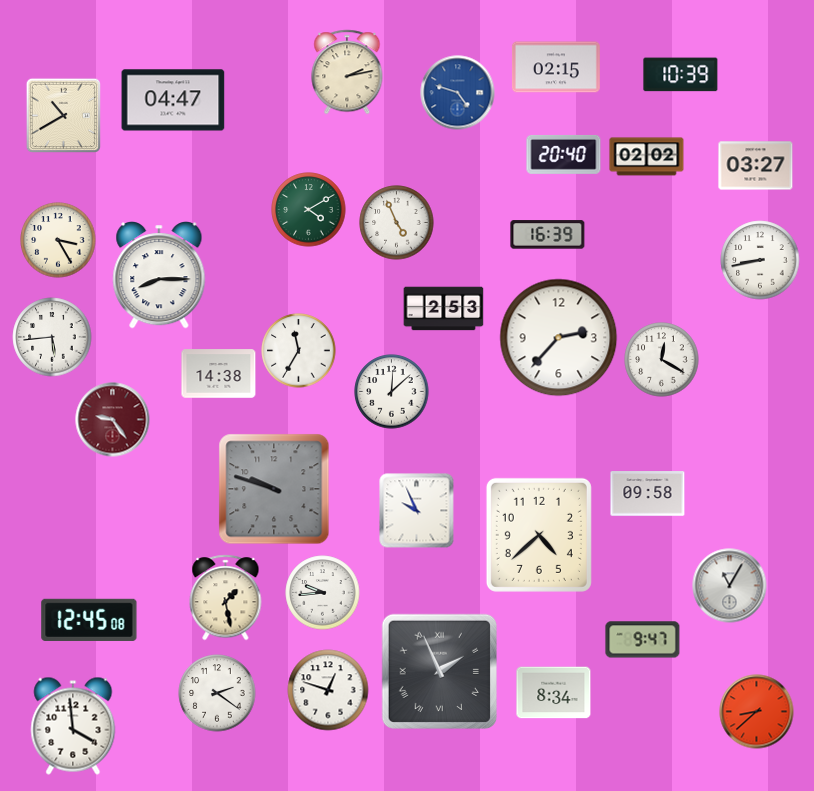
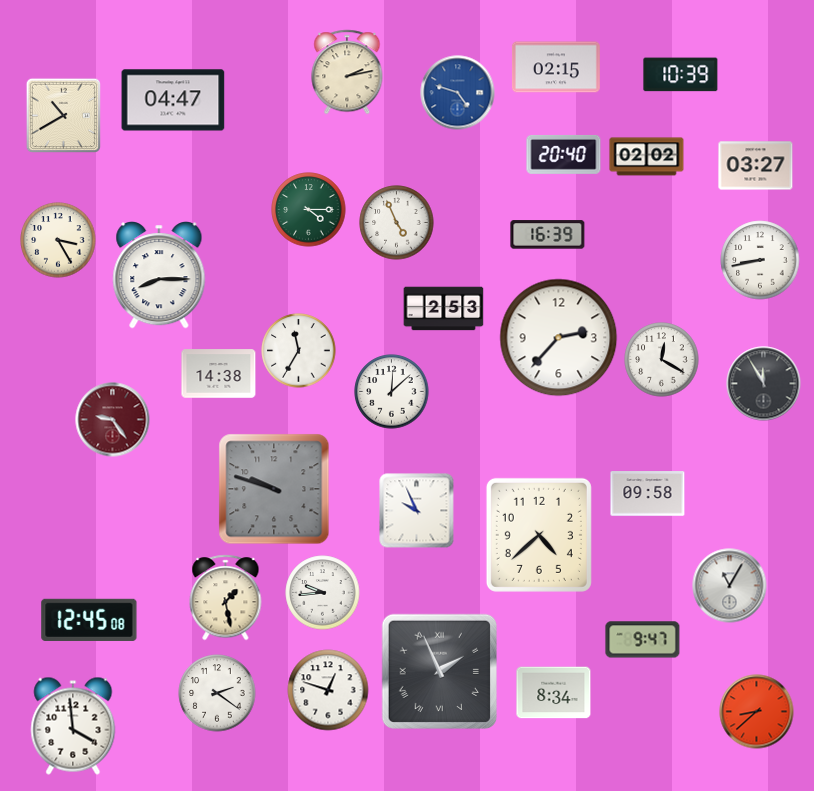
clock at (309, 210): 4:10 -> 4:15
clock at (52, 337): 5:44 -> none
clock at (764, 384): none -> 11:55
